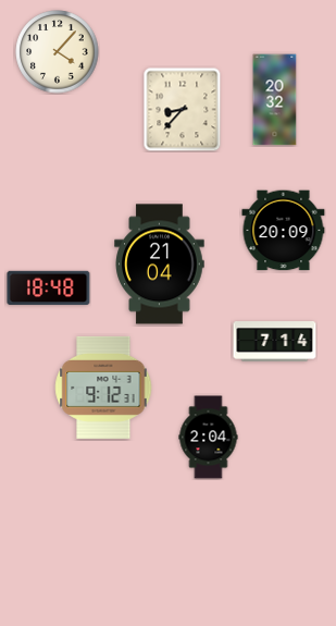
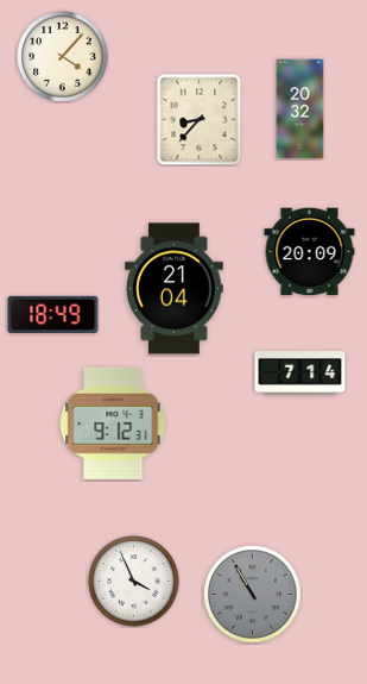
clock at (49, 289): 18:48 -> 18:49
clock at (209, 438): 2:04 -> none
clock at (134, 582): none -> 3:56
clock at (253, 595): none -> 10:55
